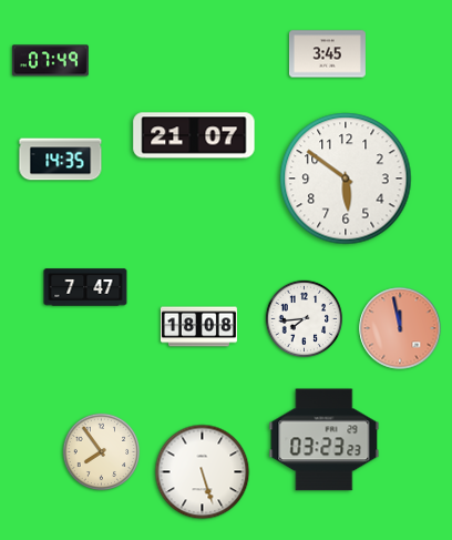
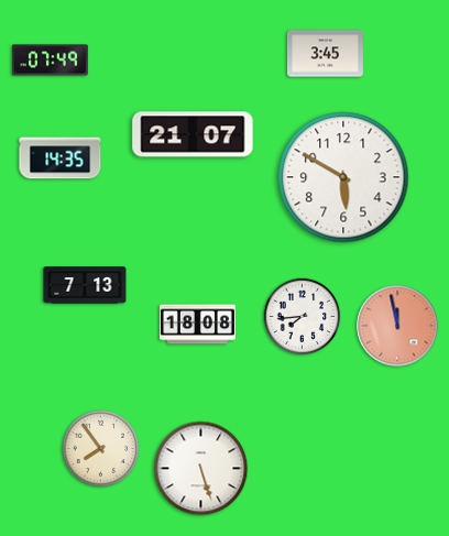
clock at (346, 179): 5:51 -> 5:50
clock at (85, 287): 7:47 -> 7:13
clock at (325, 440): 03:23 -> none
